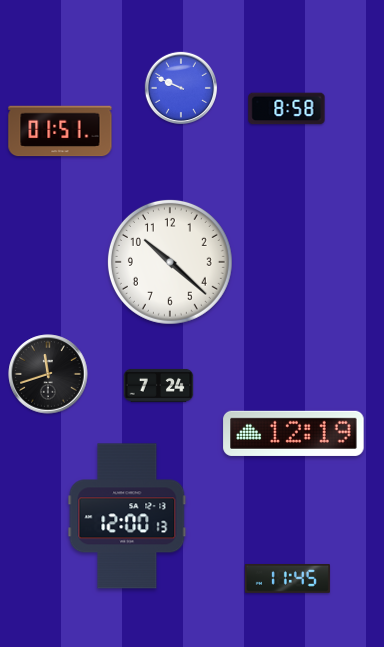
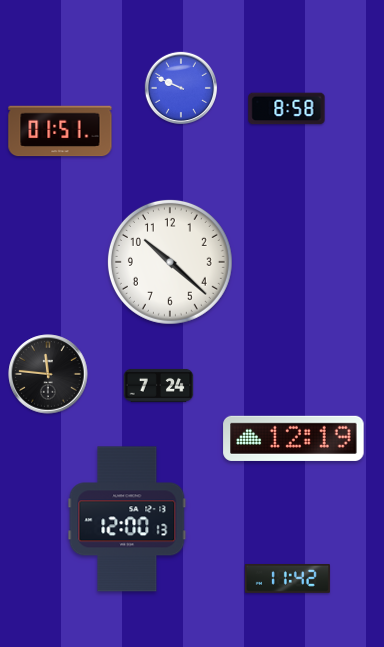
clock at (48, 374): 11:42 -> 11:46
clock at (294, 433) position: (294, 433) -> (294, 438)
clock at (127, 516) position: (127, 516) -> (127, 519)
clock at (287, 578): 11:45 -> 11:42
